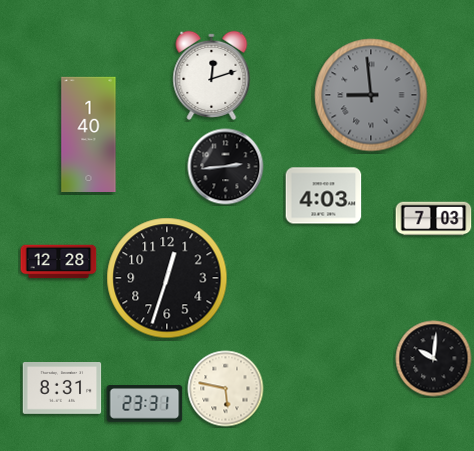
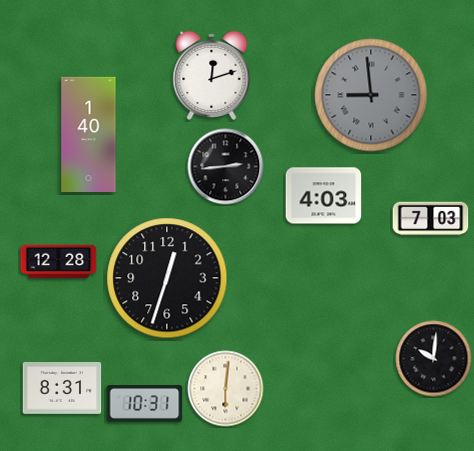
clock at (434, 219) position: (434, 219) -> (431, 219)
clock at (226, 389): 5:47 -> 6:01
clock at (145, 404): 23:31 -> 10:31
